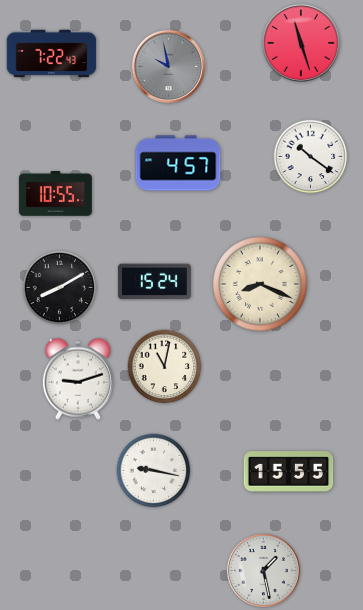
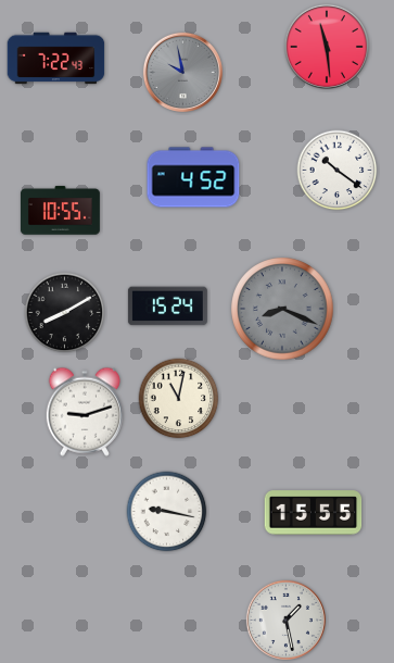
clock at (301, 43): 11:27 -> 11:29
clock at (178, 163): 4:57 -> 4:52
clock at (260, 284) dial: cream -> grey
